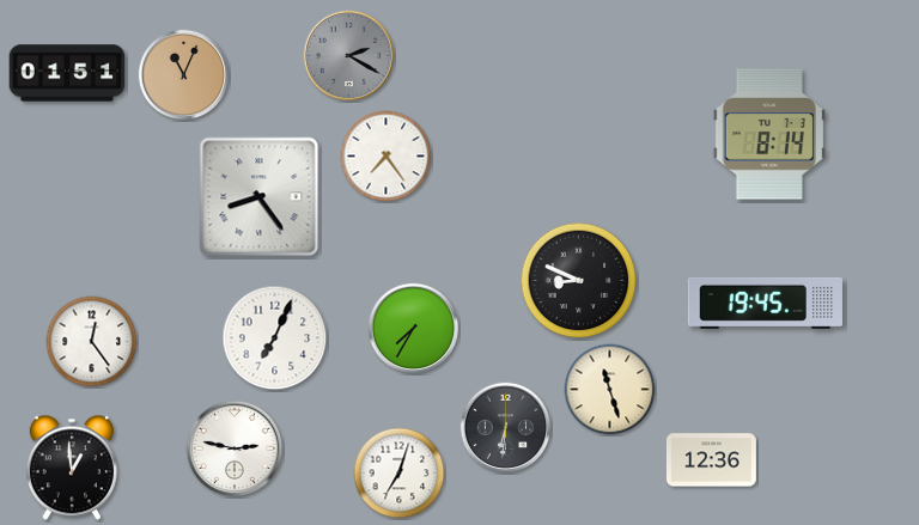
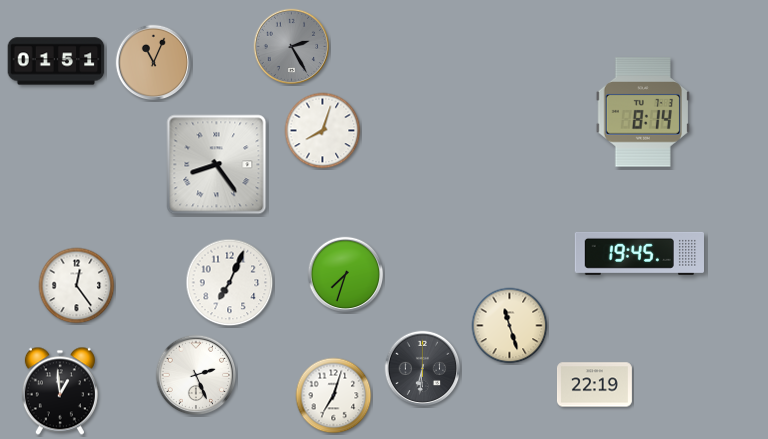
clock at (349, 56): 2:20 -> 2:25
clock at (387, 157): 7:24 -> 8:03
clock at (579, 281): 8:49 -> none
clock at (414, 329): 7:35 -> 7:33
clock at (506, 428) position: (506, 428) -> (423, 369)
clock at (235, 448): 2:47 -> 2:26
clock at (711, 460): 12:36 -> 22:19
